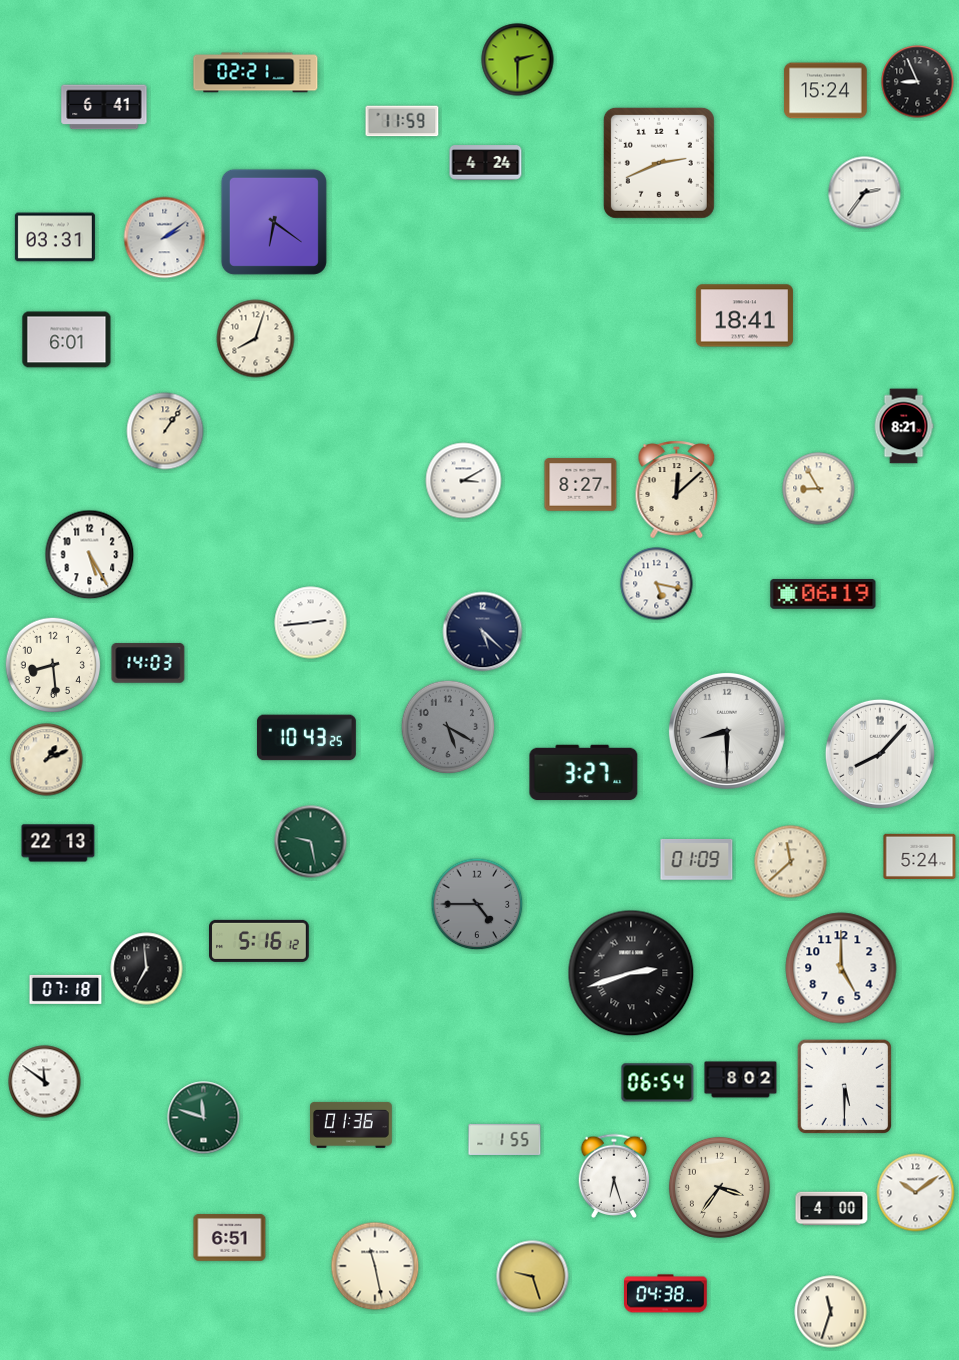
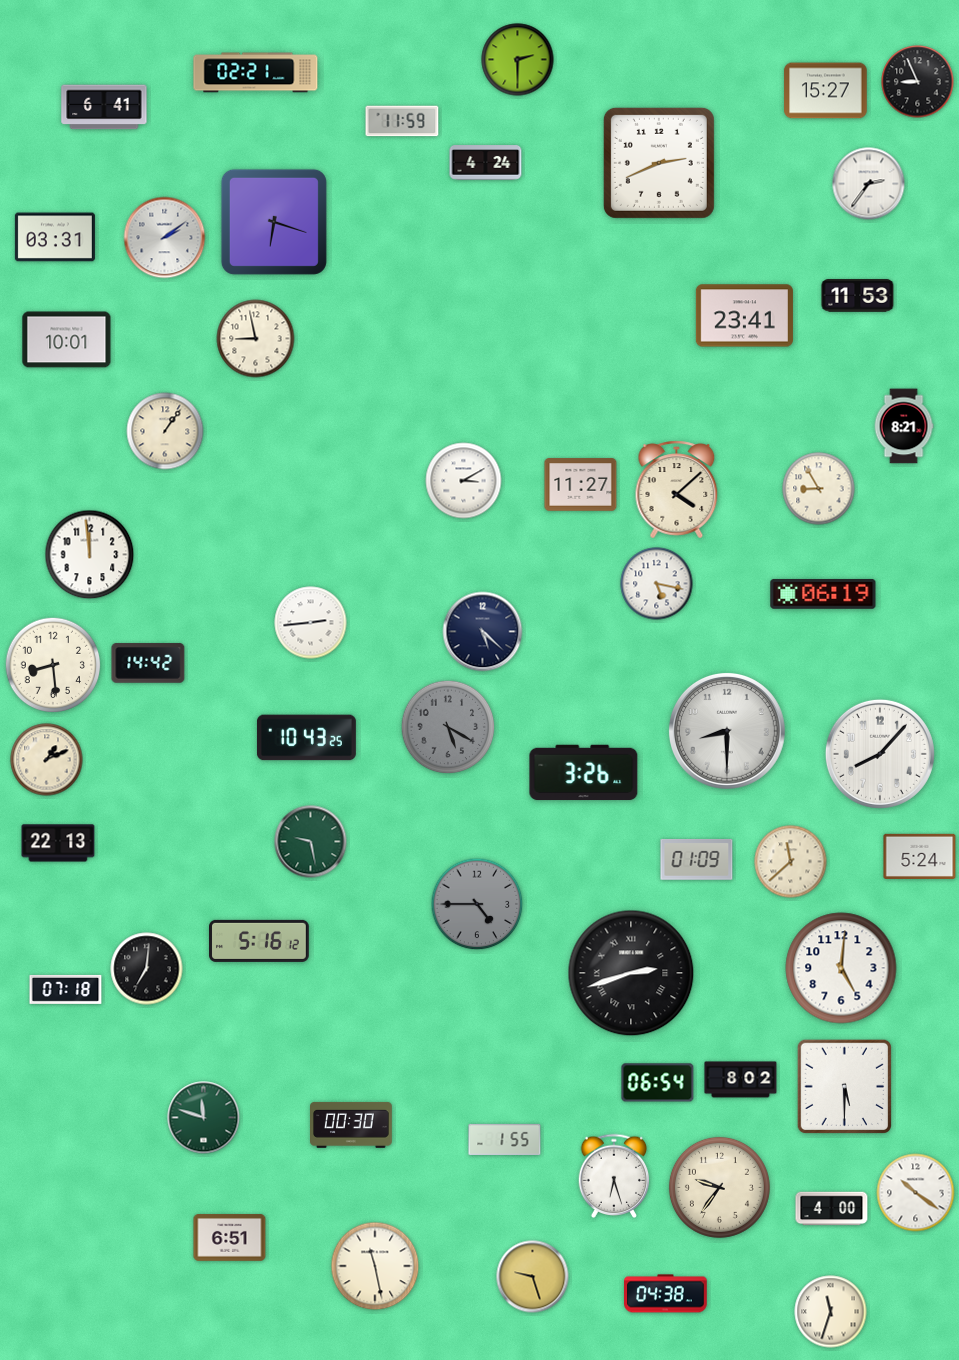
clock at (826, 91): 15:24 -> 15:27
clock at (865, 193) position: (865, 193) -> (869, 184)
clock at (274, 222): 6:21 -> 6:18
clock at (858, 296): none -> 11:53
clock at (744, 316): 18:41 -> 23:41
clock at (256, 339): 8:03 -> 8:58
clock at (67, 340): 6:01 -> 10:01
clock at (581, 485): 8:27 -> 11:27
clock at (677, 490): 12:08 -> 4:08
clock at (90, 555): 5:25 -> 11:59
clock at (148, 663): 14:03 -> 14:42
clock at (584, 773): 3:27 -> 3:26
clock at (841, 968): 5:00 -> 5:01
clock at (147, 969): 6:59 -> 7:01
clock at (45, 1082): 11:51 -> none
clock at (352, 1125): 01:36 -> 00:30
clock at (719, 1187): 3:36 -> 9:36
clock at (916, 1193): 10:09 -> 10:21
